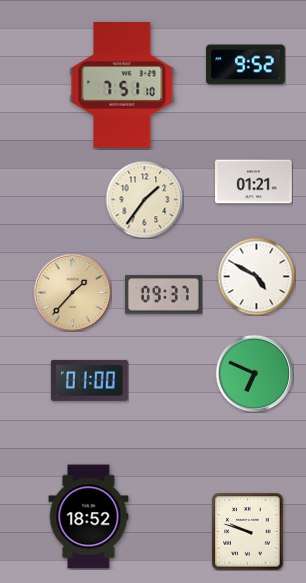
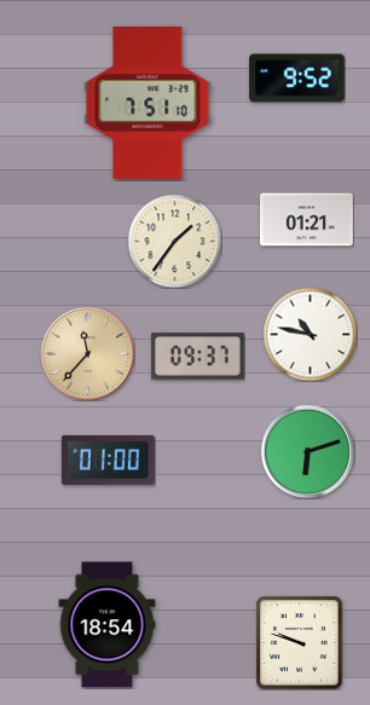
clock at (256, 276): 4:50 -> 10:47
clock at (72, 292): 1:37 -> 11:37
clock at (254, 373): 6:49 -> 6:12
clock at (89, 517): 18:52 -> 18:54
